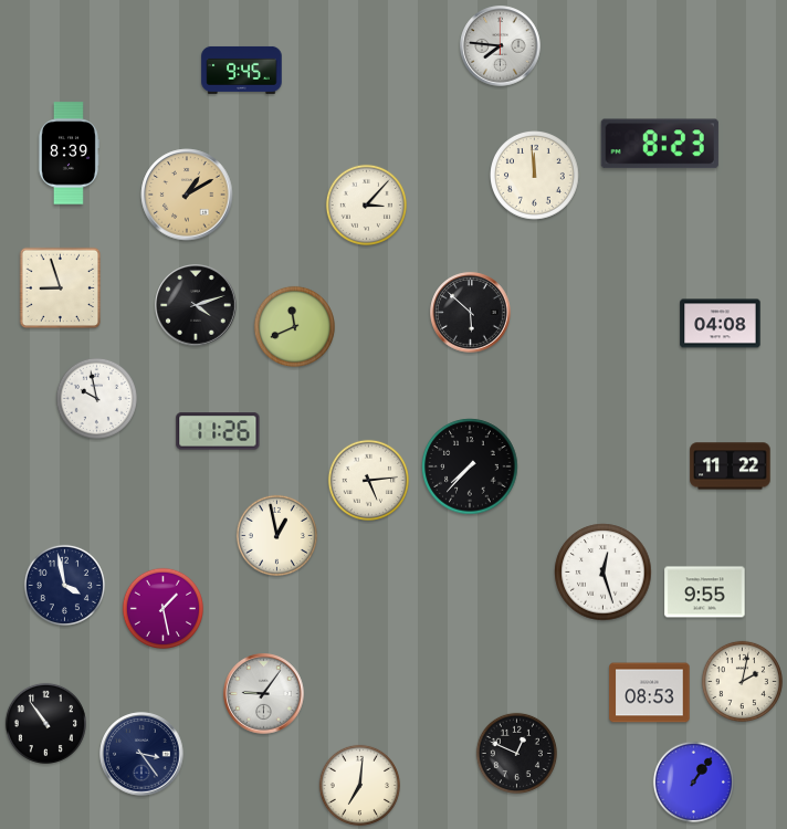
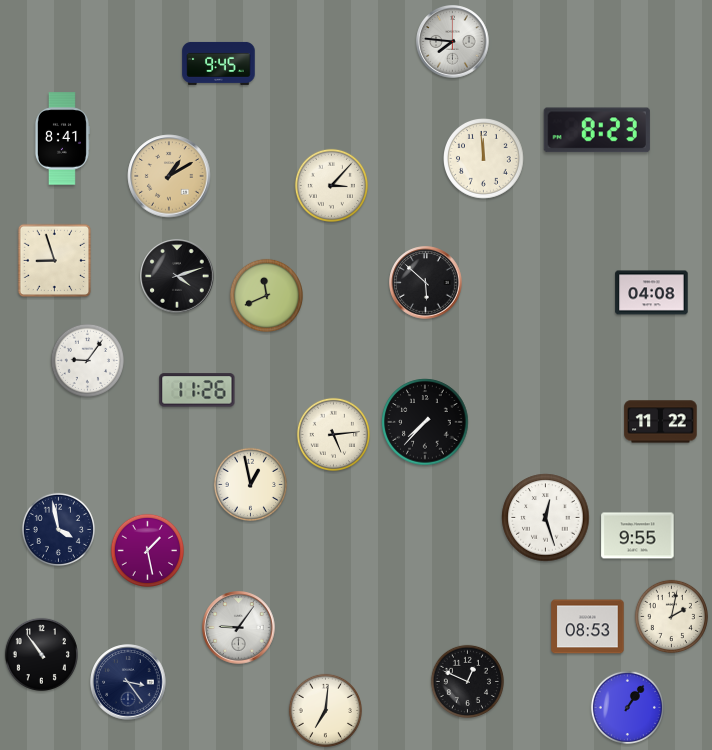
clock at (69, 154): 8:39 -> 8:41
clock at (96, 398): 9:58 -> 9:06
